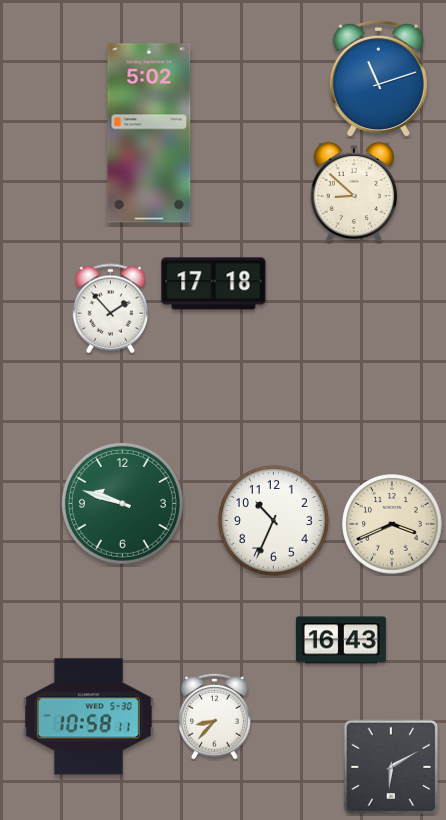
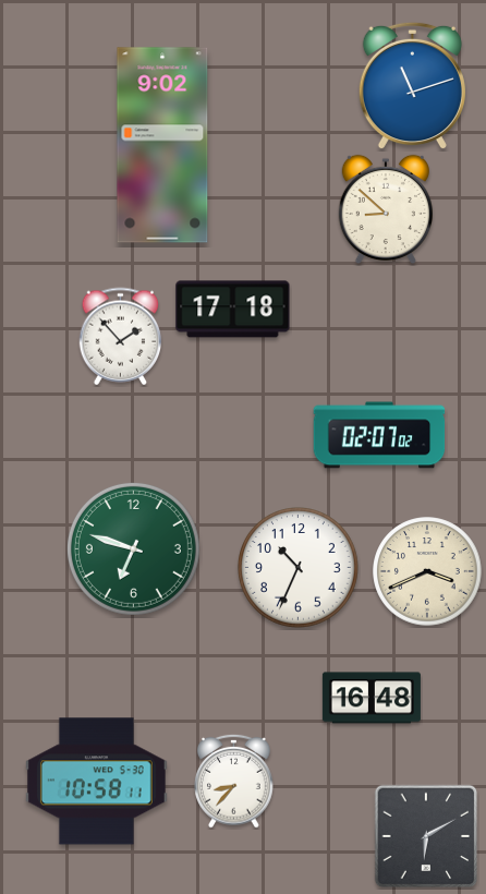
clock at (149, 133): 5:02 -> 9:02
clock at (379, 435): none -> 02:07
clock at (122, 503): 9:48 -> 6:48
clock at (341, 640): 16:43 -> 16:48
